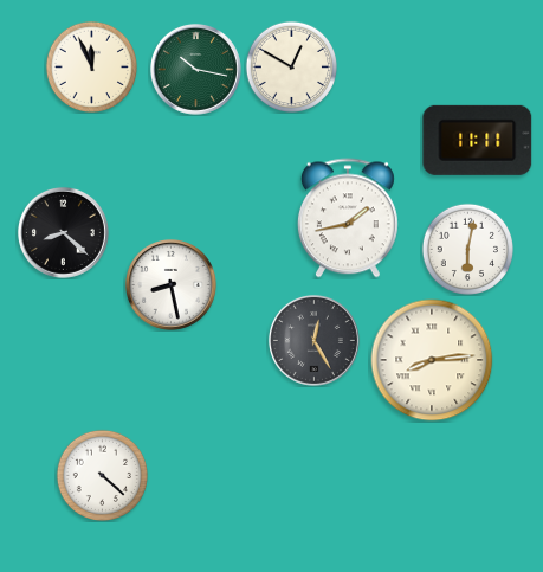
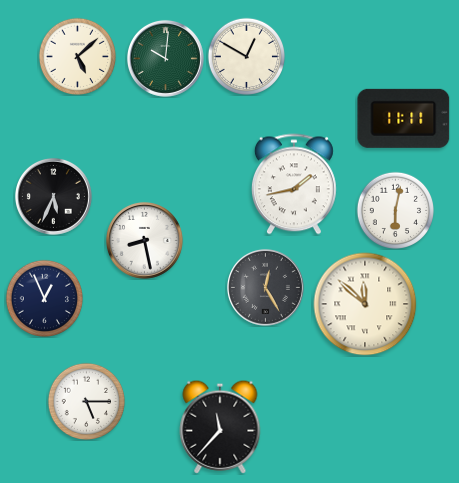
clock at (91, 66): 11:56 -> 5:08
clock at (195, 69): 10:17 -> 10:01
clock at (63, 232): 8:22 -> 5:34
clock at (44, 298): none -> 12:56
clock at (432, 360): 8:14 -> 11:52
clock at (102, 475): 4:22 -> 5:15
clock at (220, 427): none -> 11:37
